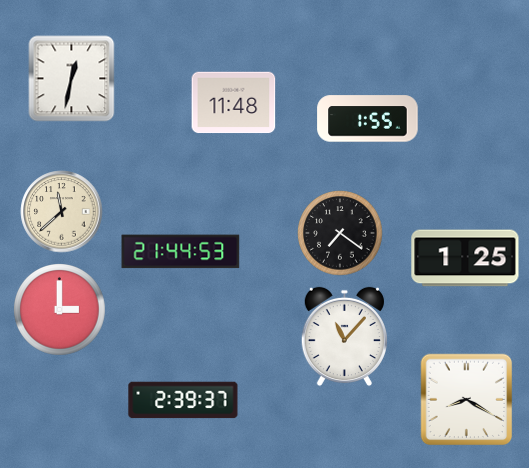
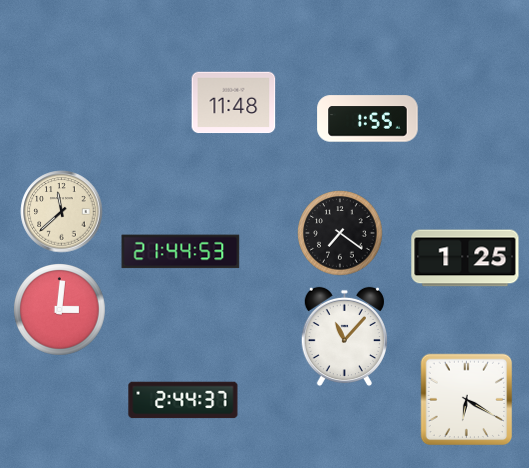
clock at (72, 79): 12:32 -> none
clock at (60, 310): 3:00 -> 3:01
clock at (183, 400): 2:39 -> 2:44
clock at (467, 400): 8:20 -> 6:20
